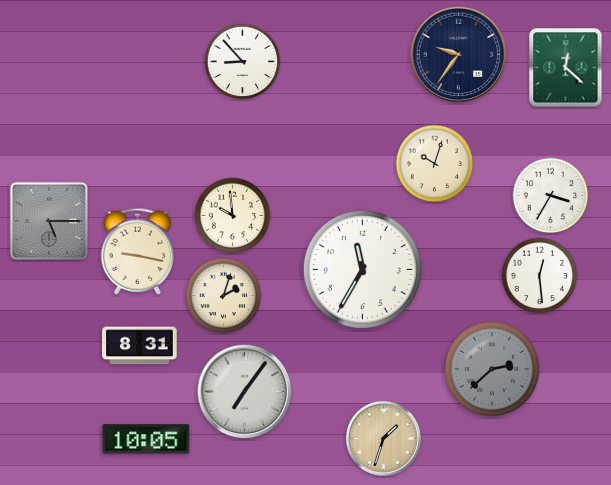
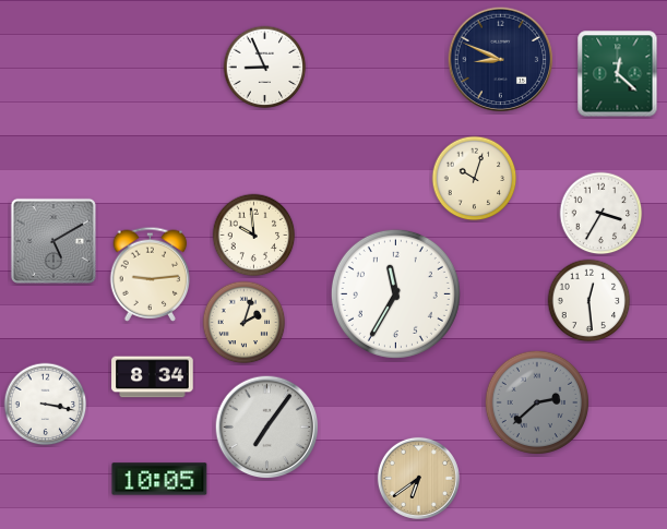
clock at (459, 55): 9:36 -> 8:49
clock at (243, 62): 8:53 -> 8:56
clock at (49, 221): 5:15 -> 5:10
clock at (138, 251): 9:17 -> 9:14
clock at (140, 346): 8:31 -> 8:34
clock at (46, 405): none -> 3:17
clock at (383, 438): 1:33 -> 6:39
